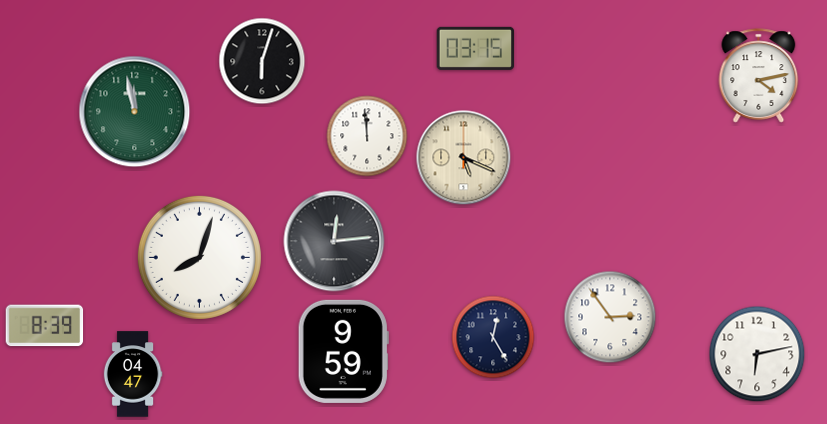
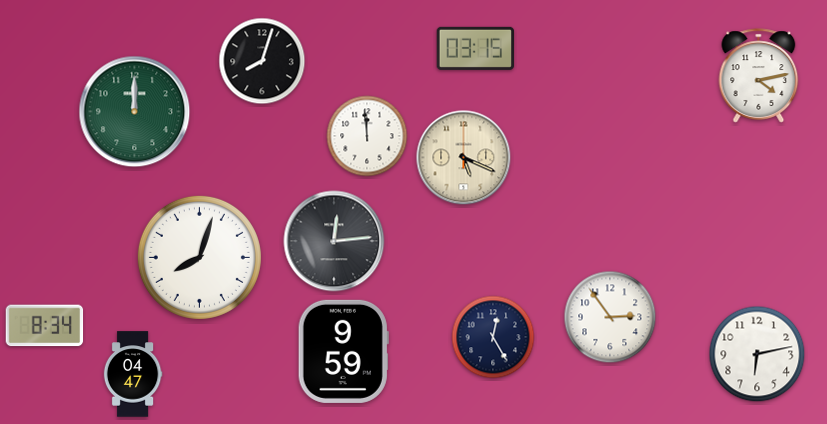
clock at (262, 61): 6:03 -> 8:03
clock at (135, 112): 11:58 -> 12:00
clock at (45, 326): 8:39 -> 8:34
